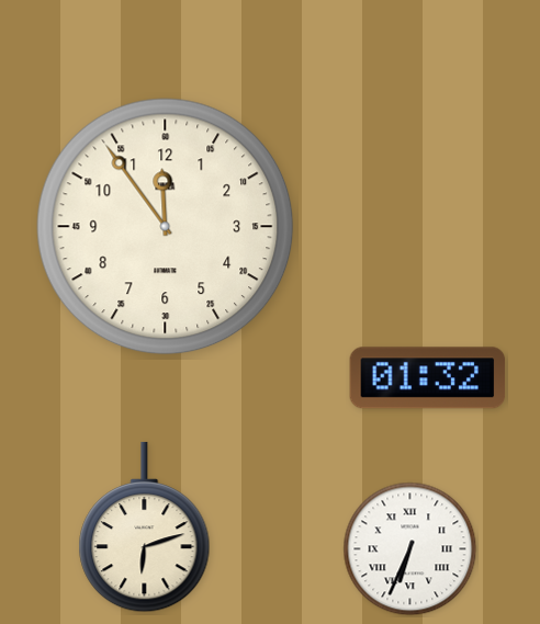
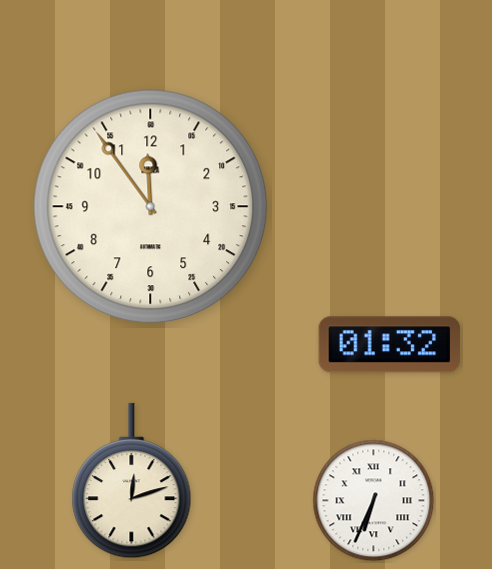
clock at (145, 527): 6:12 -> 12:12
